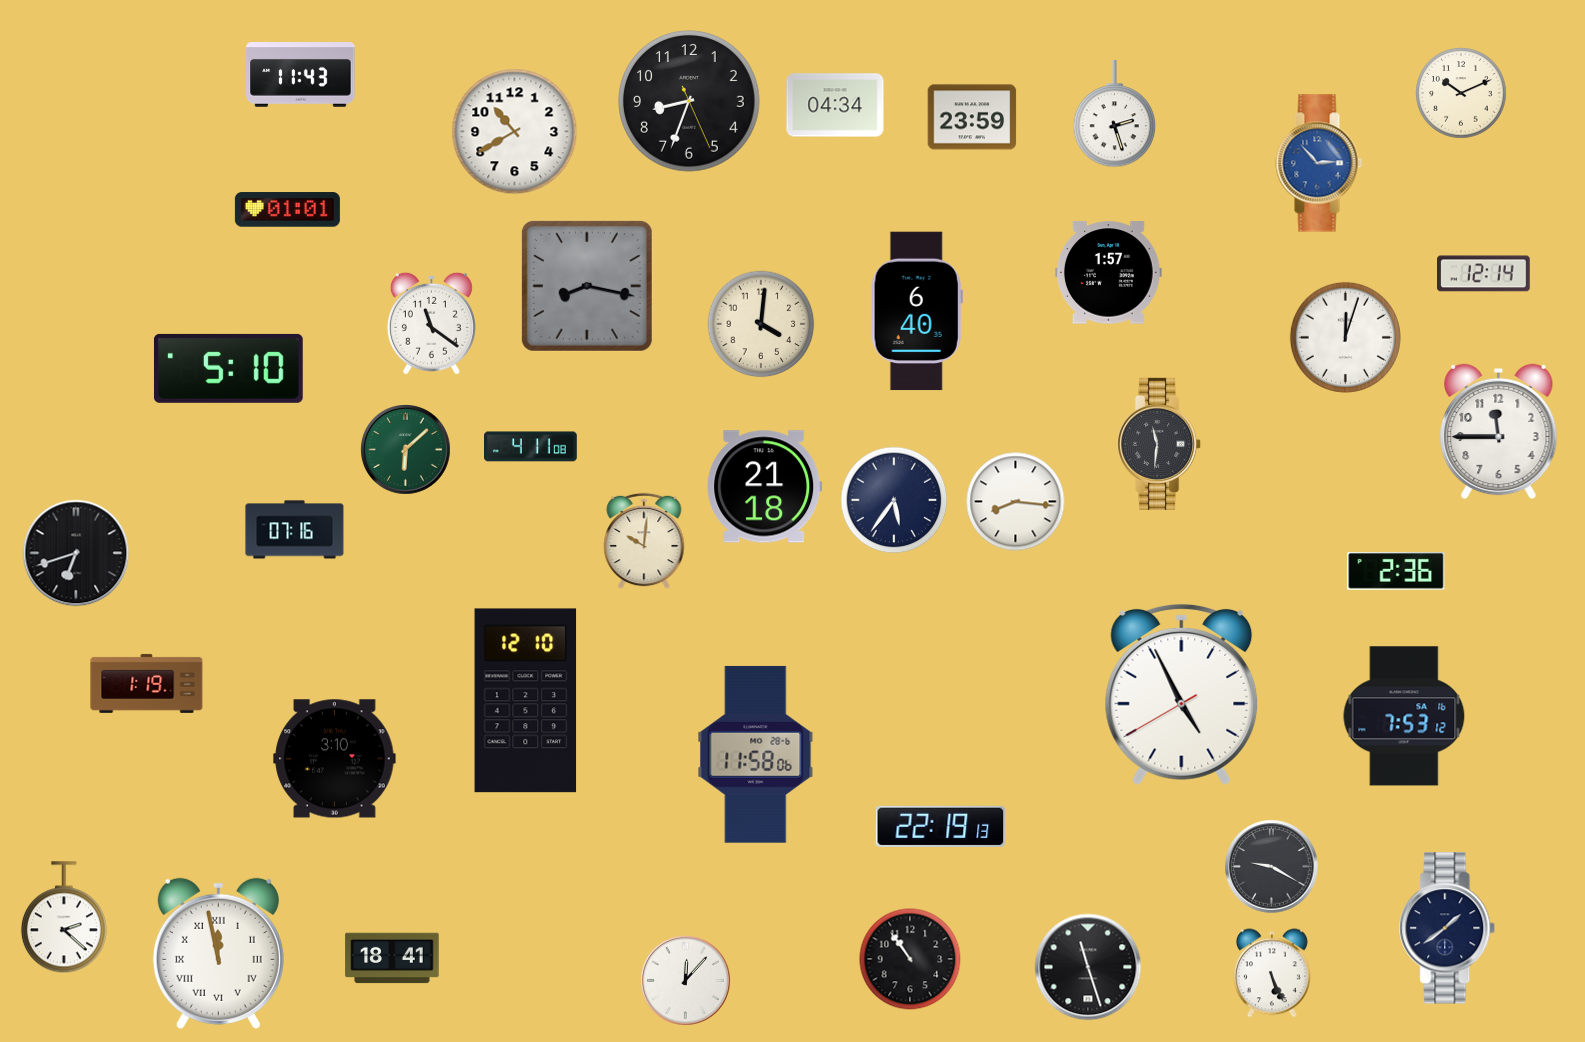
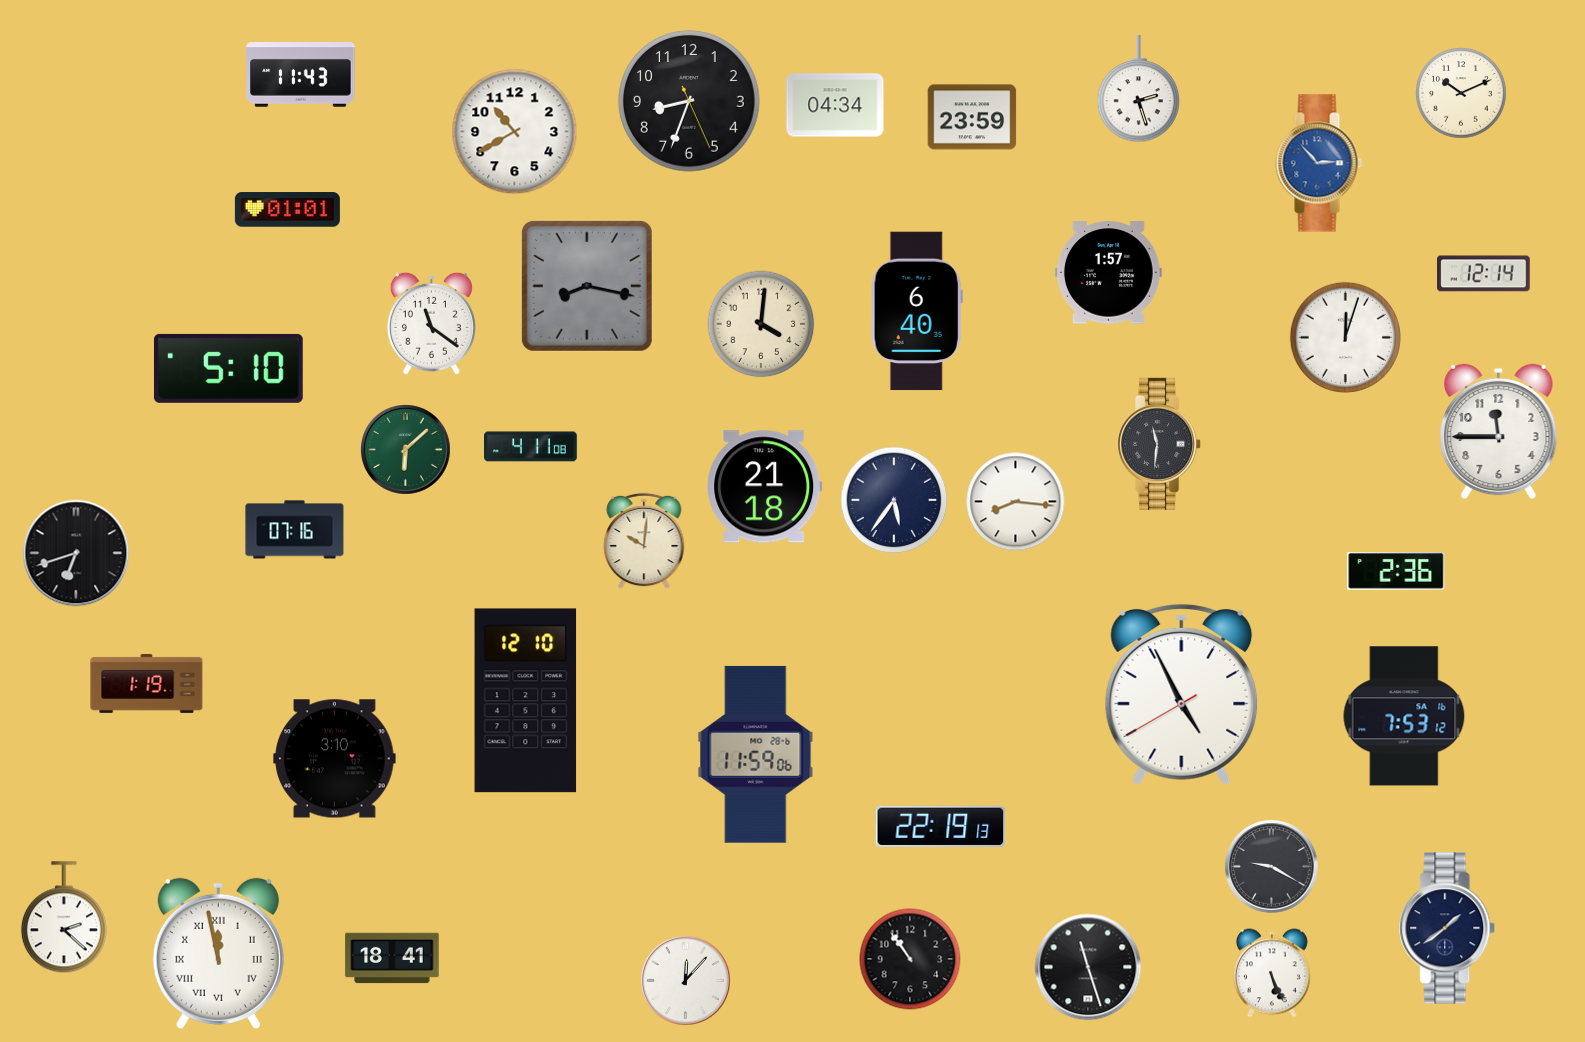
clock at (1115, 115) position: (1115, 115) -> (1139, 90)
clock at (756, 754): 11:58 -> 11:59
